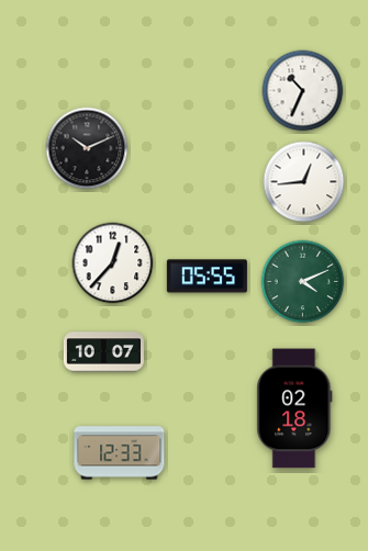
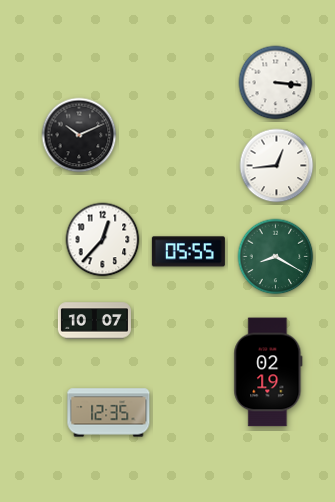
clock at (303, 91): 10:34 -> 3:16
clock at (303, 282): 4:11 -> 8:20
clock at (294, 408): 02:18 -> 02:19
clock at (120, 453): 12:33 -> 12:35
